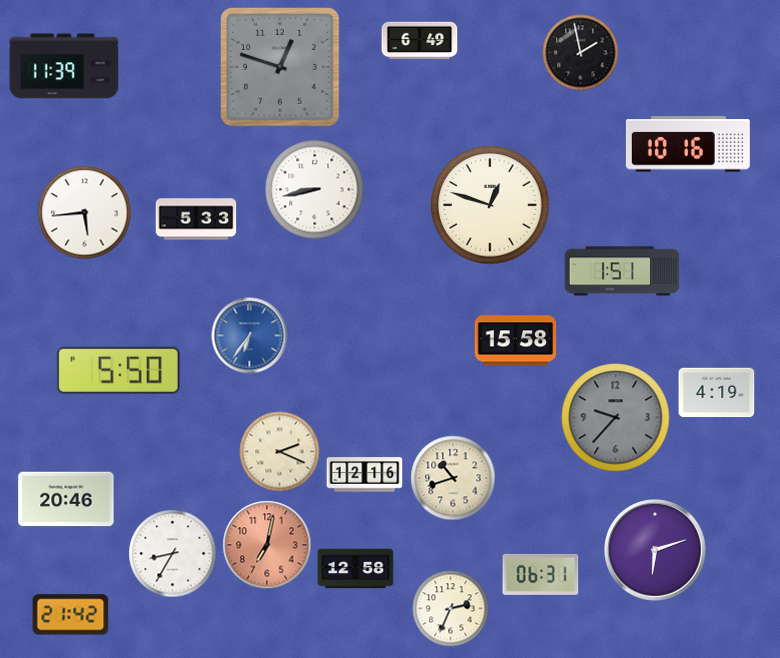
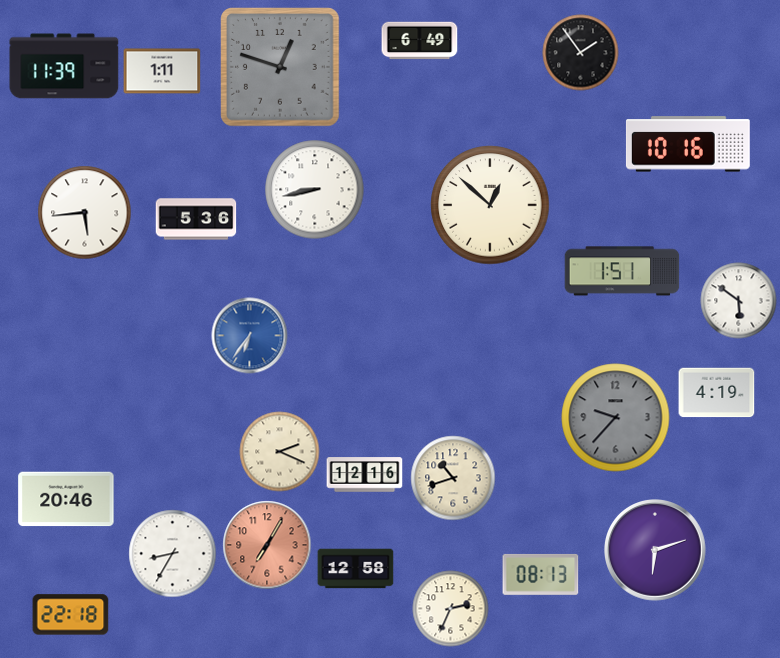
clock at (581, 53): 1:58 -> 1:54
clock at (162, 71): none -> 1:11
clock at (490, 205): 12:48 -> 12:52
clock at (196, 219): 5:33 -> 5:36
clock at (739, 301): none -> 5:51
clock at (516, 341): 15:58 -> none
clock at (118, 370): 5:50 -> none
clock at (267, 545): 7:02 -> 7:05
clock at (541, 574): 06:31 -> 08:13
clock at (71, 615): 21:42 -> 22:18
